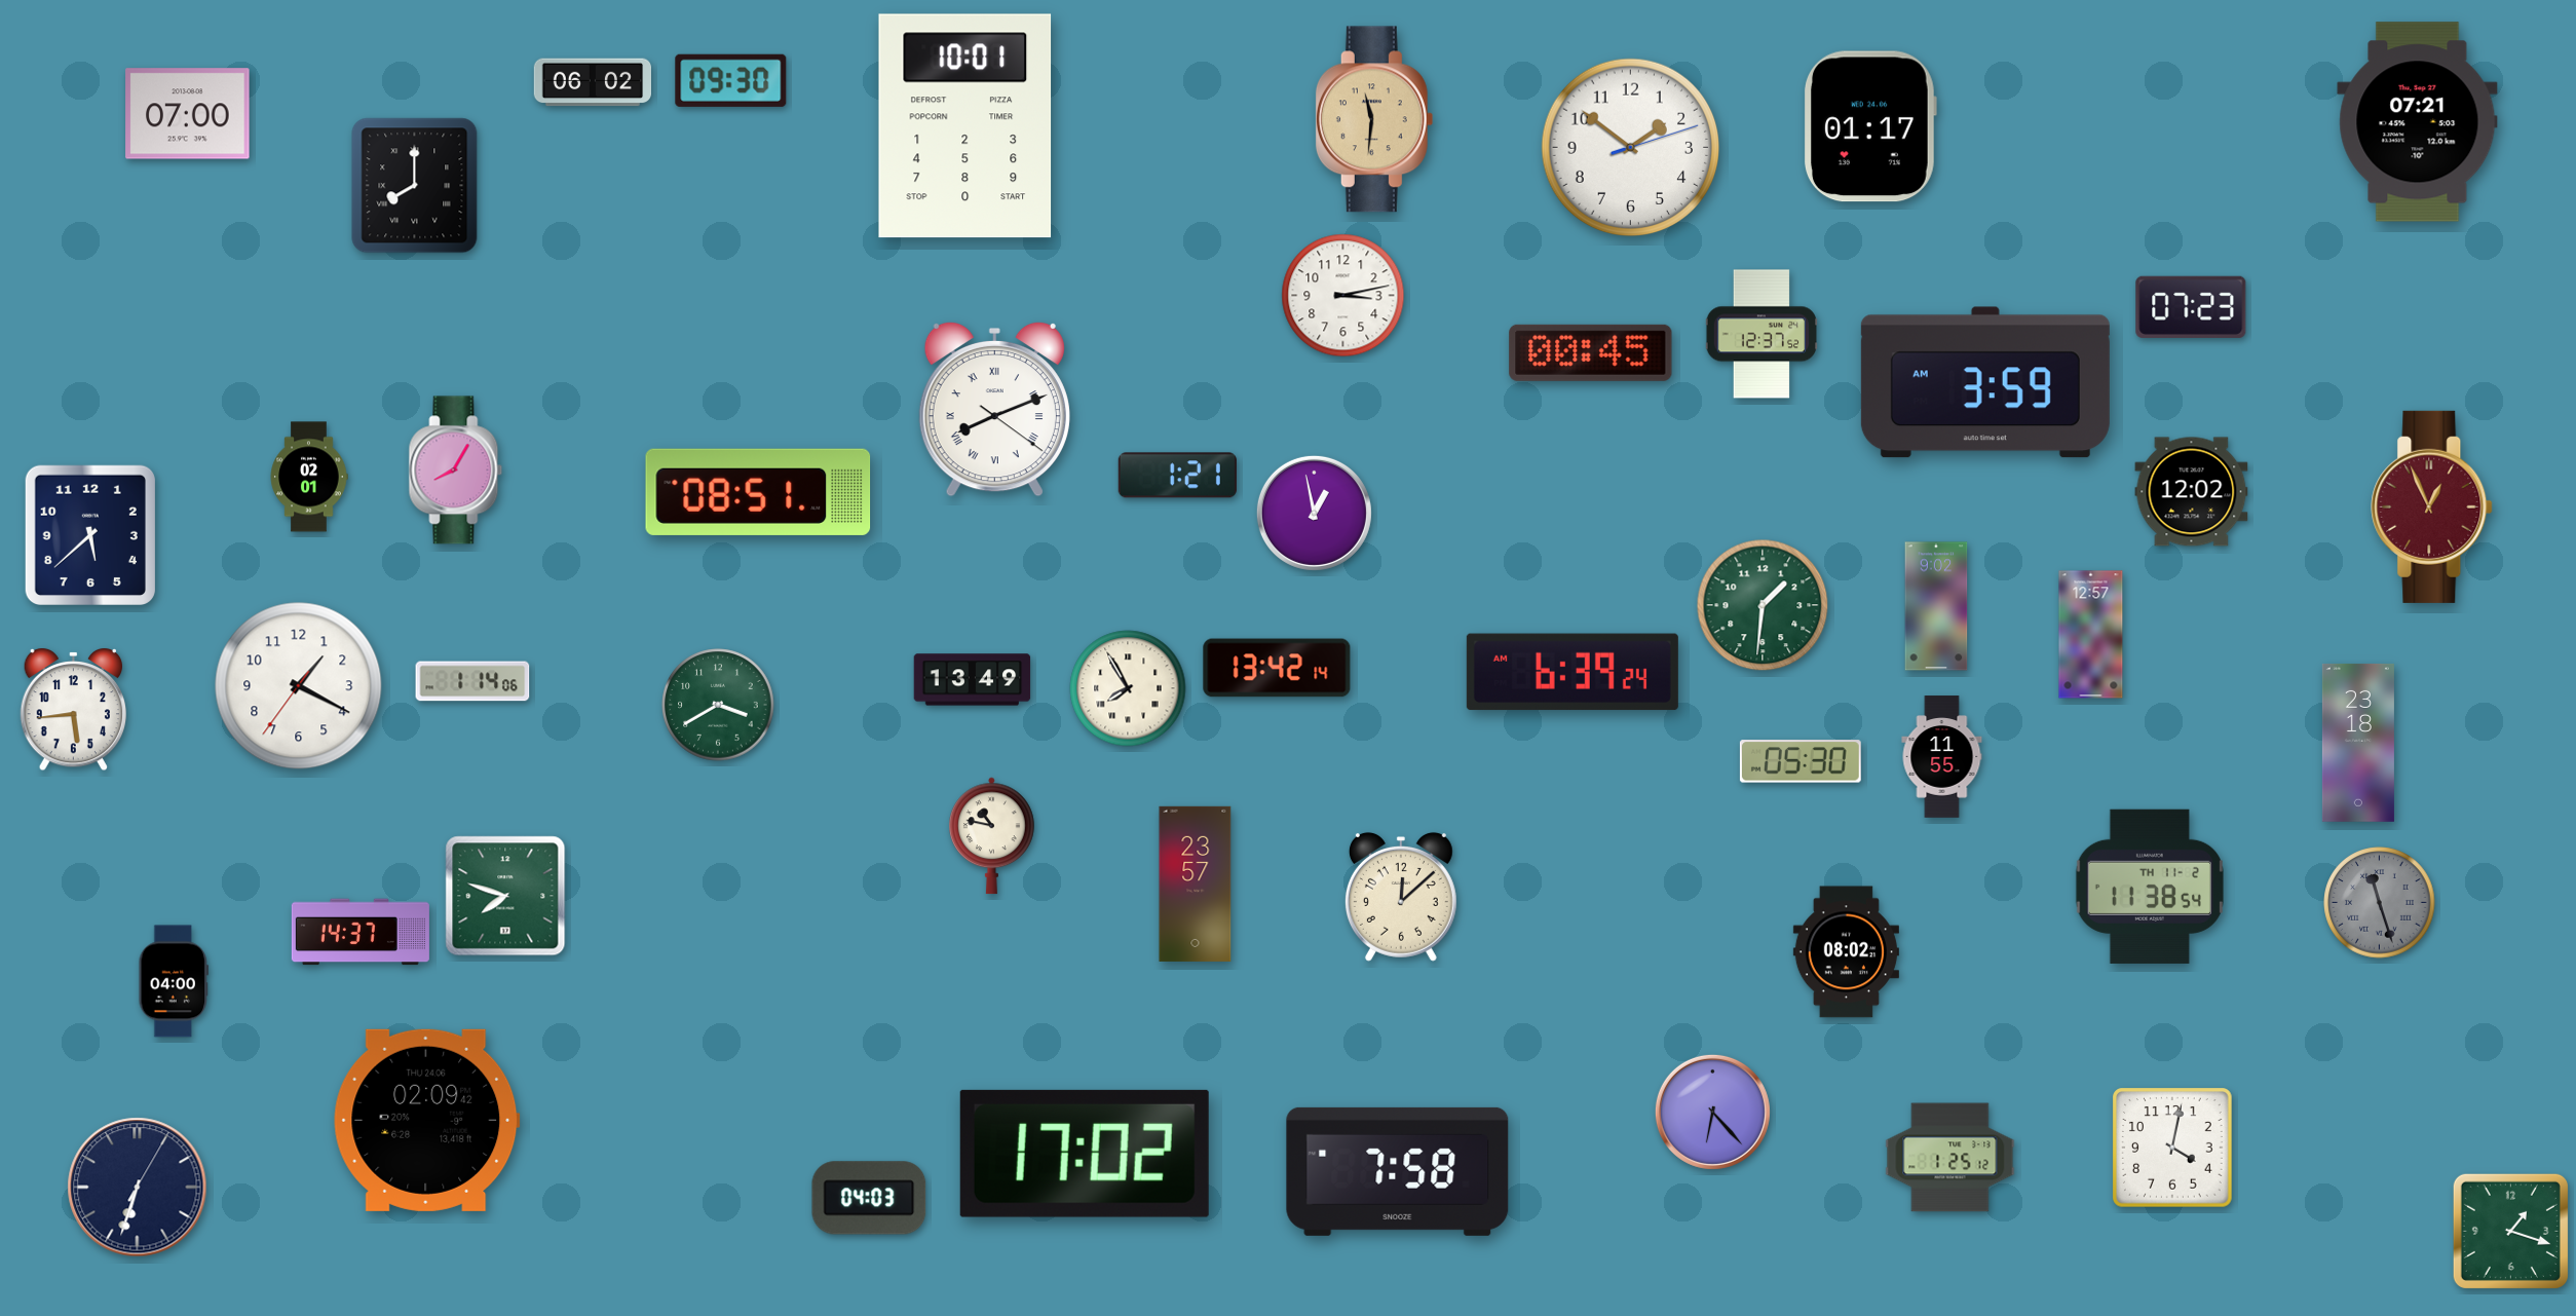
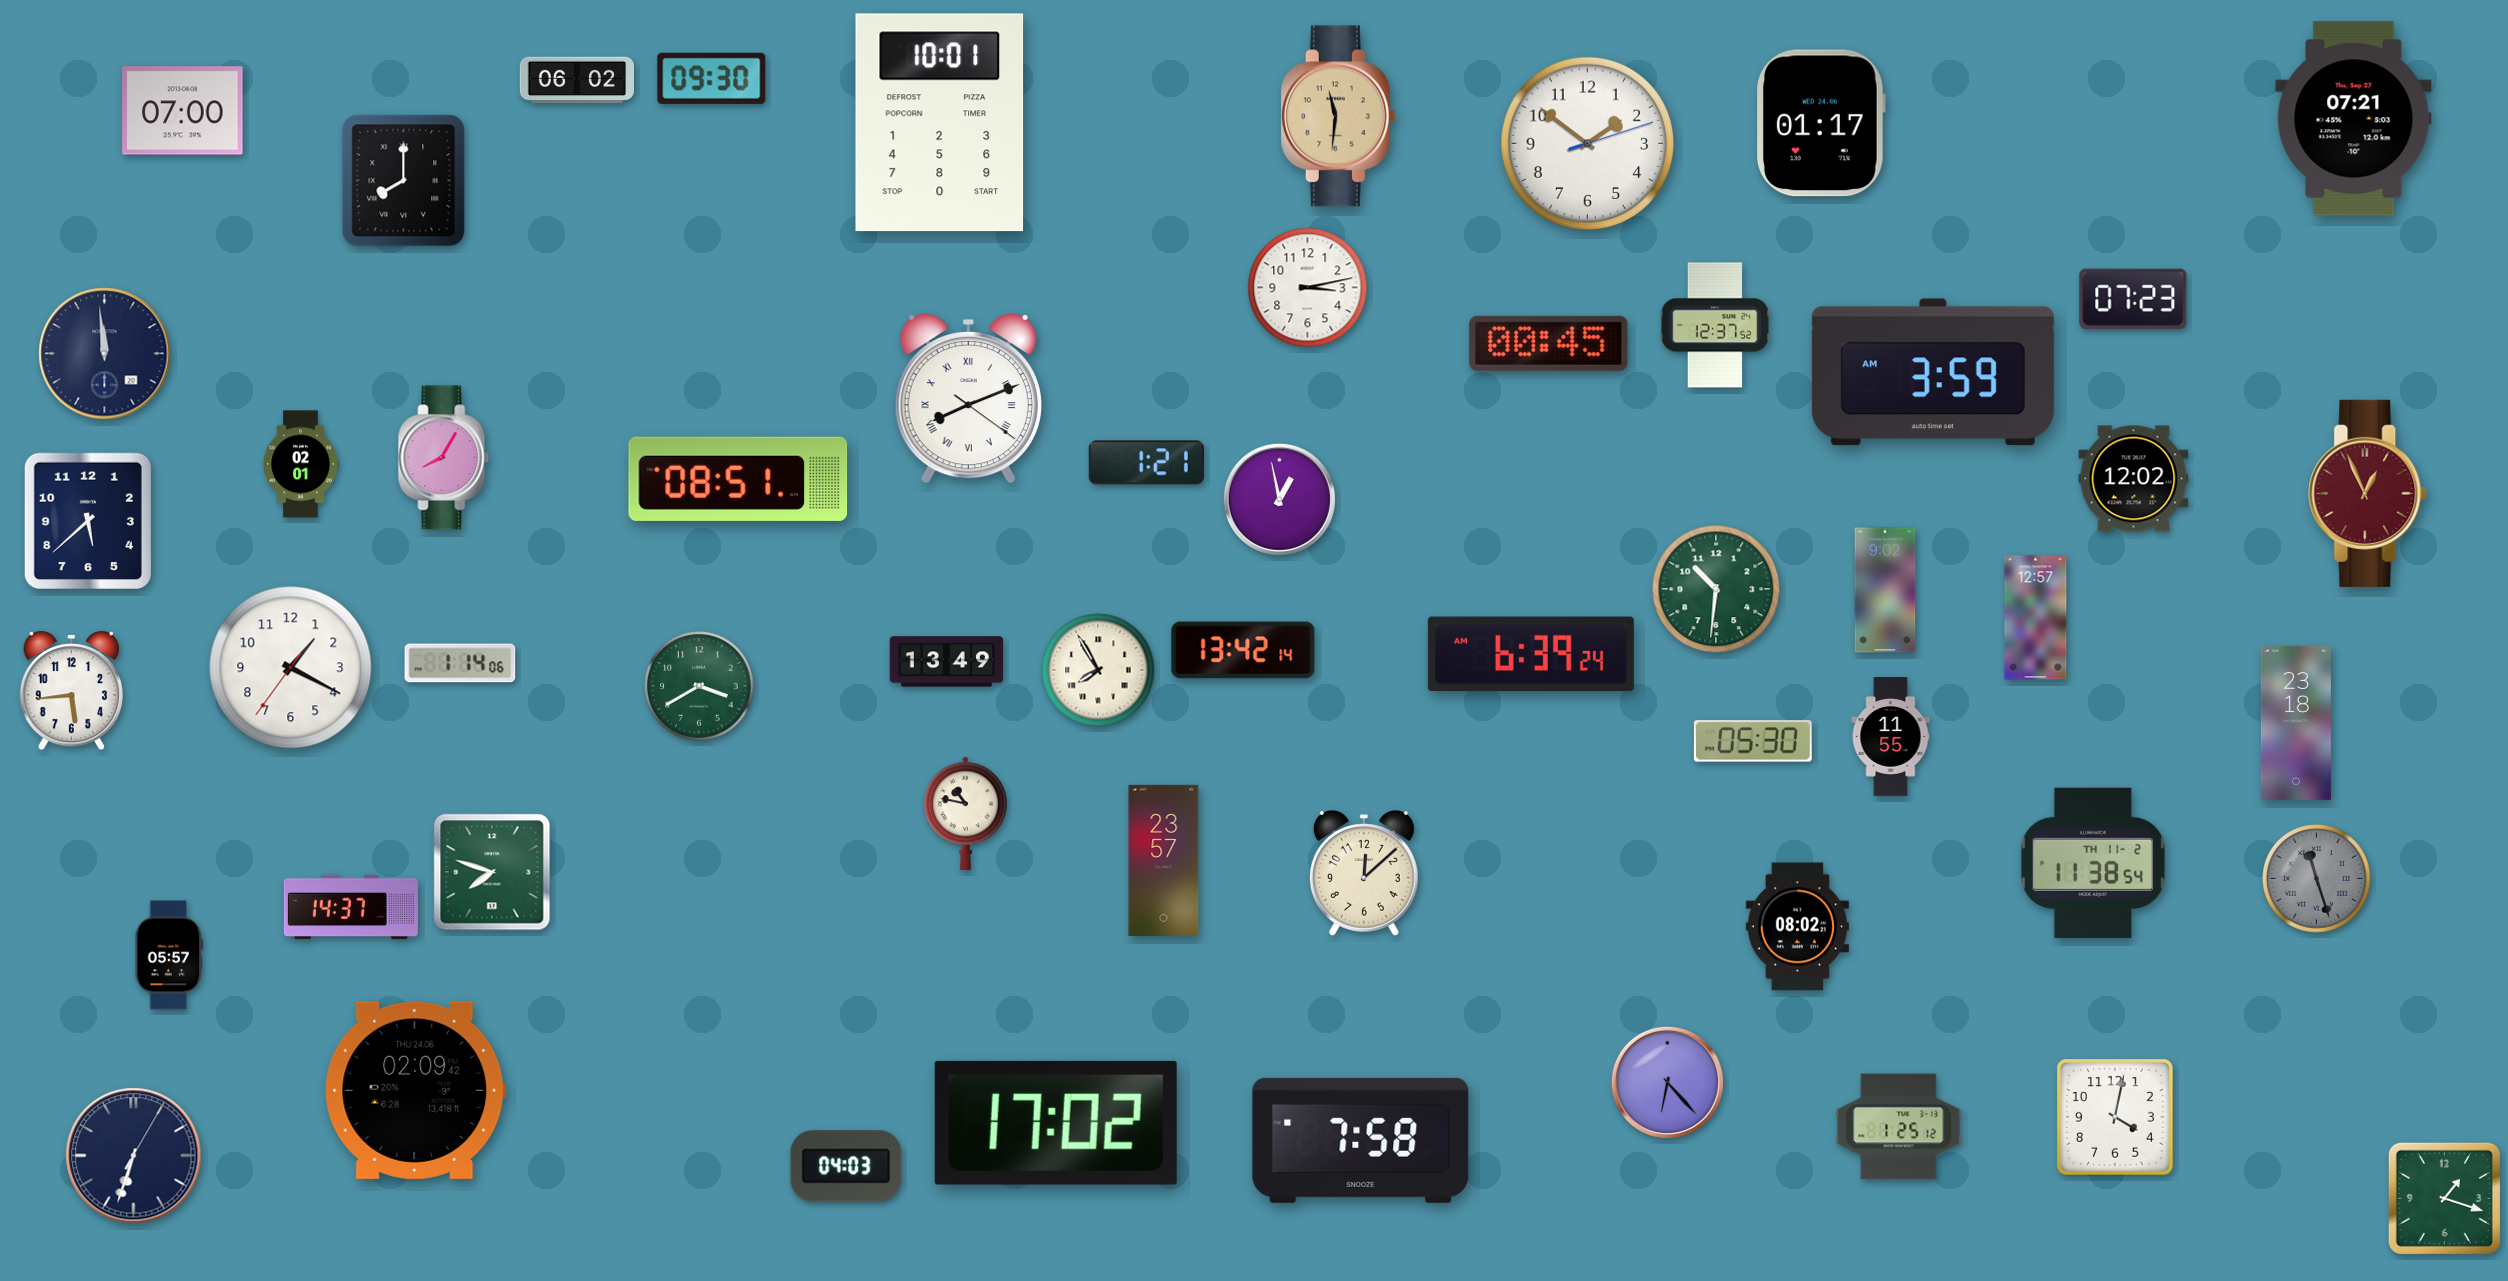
clock at (105, 354): none -> 11:59
clock at (1763, 605): 1:31 -> 10:31
clock at (174, 981): 04:00 -> 05:57
